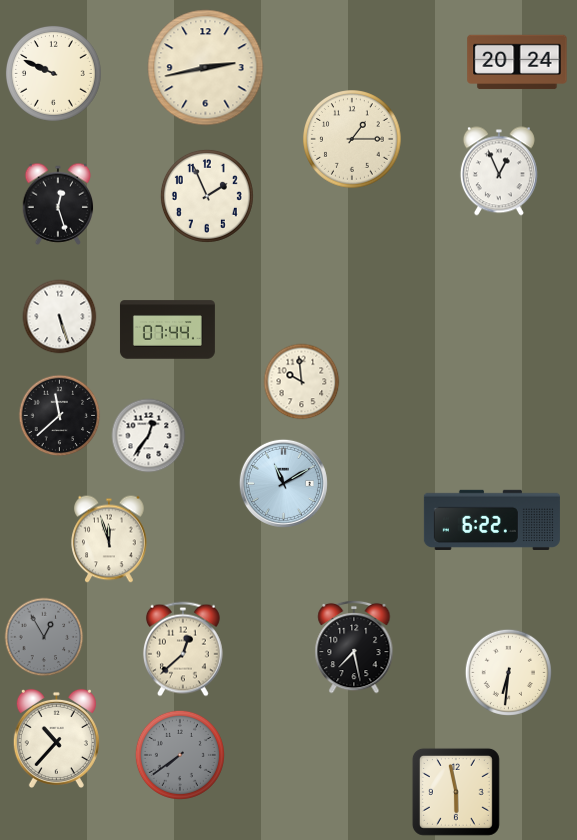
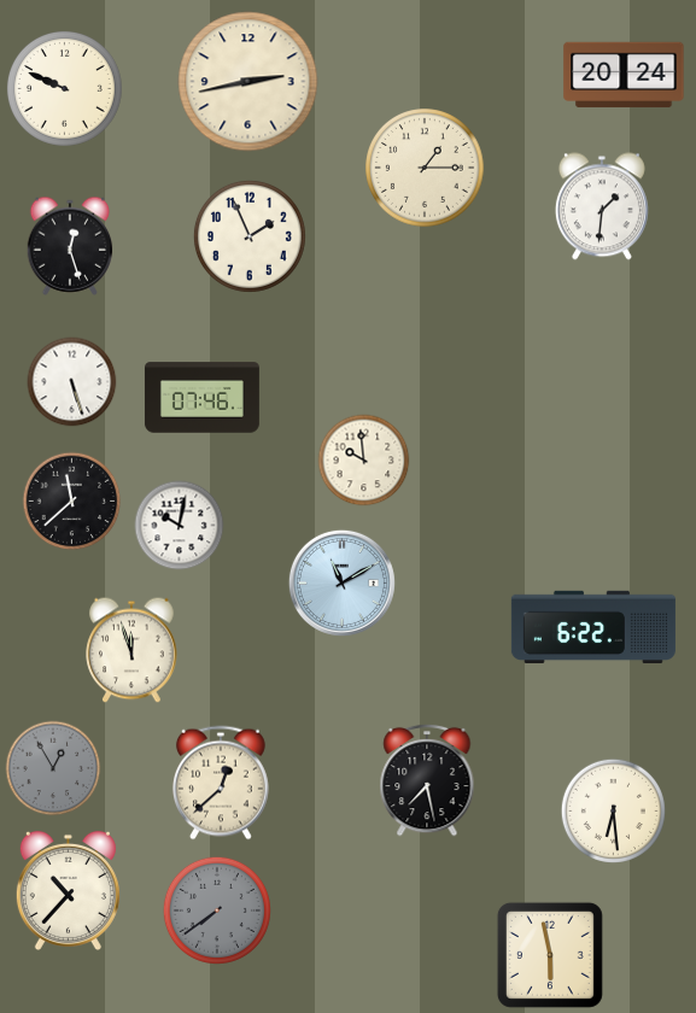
clock at (499, 171): 12:56 -> 1:31
clock at (167, 330): 07:44 -> 07:46
clock at (149, 436): 12:36 -> 10:02
clock at (508, 672): 6:31 -> 6:29
